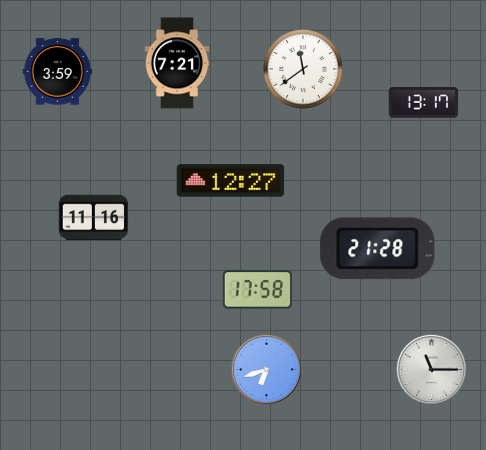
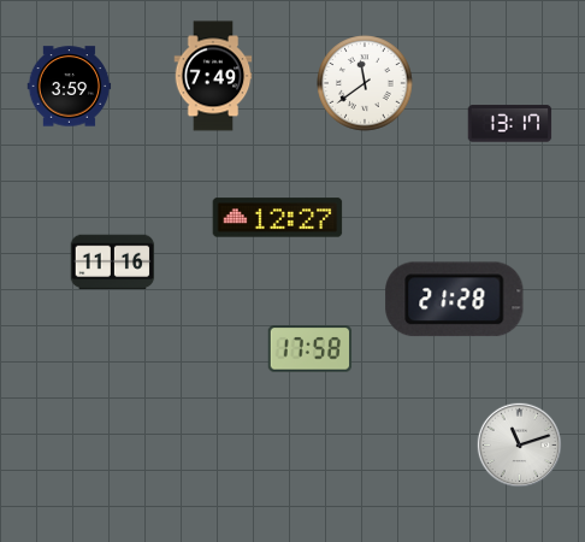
clock at (177, 63): 7:21 -> 7:49
clock at (266, 369): 6:42 -> none
clock at (431, 369): 11:15 -> 11:12
